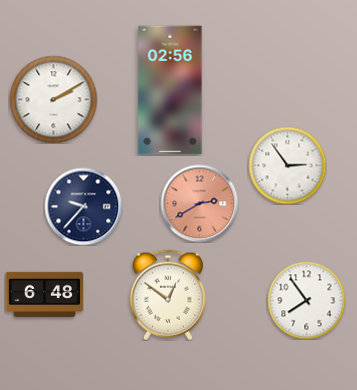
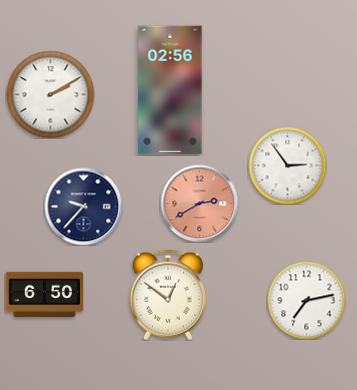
clock at (53, 99) position: (53, 99) -> (50, 94)
clock at (44, 294): 6:48 -> 6:50
clock at (306, 300): 7:54 -> 7:13
